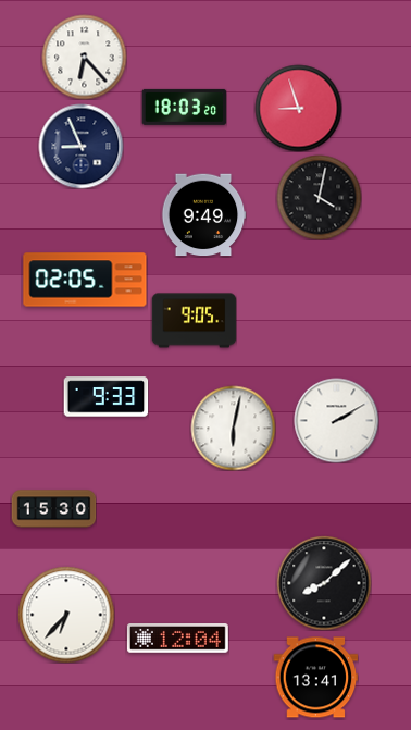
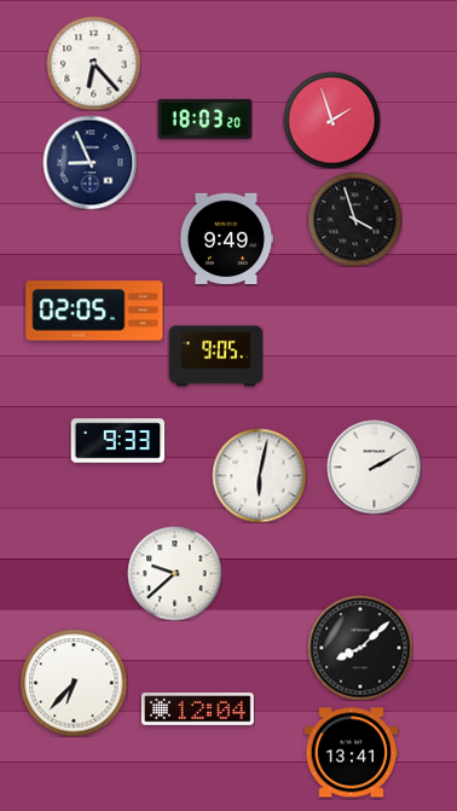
clock at (298, 108): 8:57 -> 1:57
clock at (319, 197): 4:02 -> 3:57
clock at (53, 509): 15:30 -> none
clock at (174, 573): none -> 9:38
